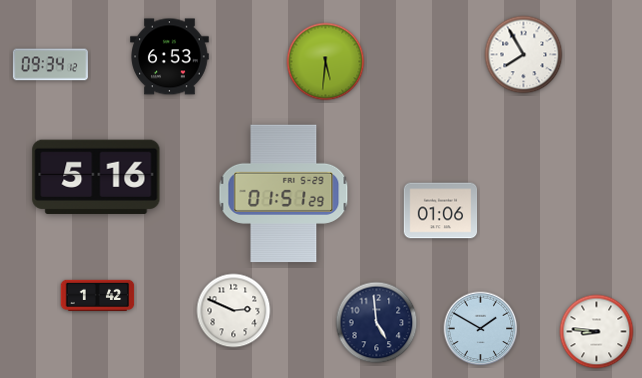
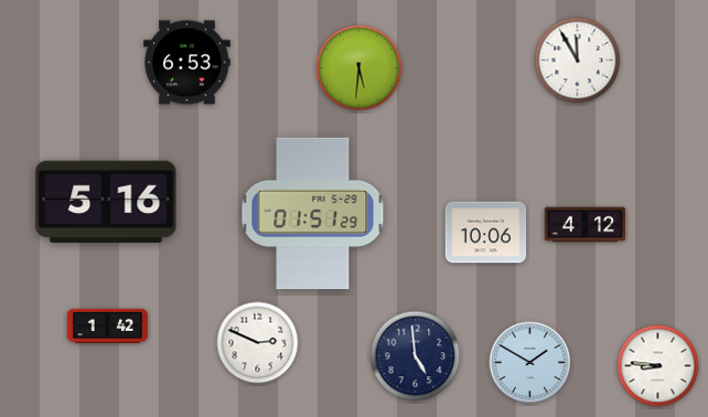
clock at (524, 55): 7:55 -> 11:55
clock at (50, 65): 09:34 -> none
clock at (96, 177) position: (96, 177) -> (106, 202)
clock at (586, 225): none -> 4:12
clock at (441, 211): 01:06 -> 10:06
